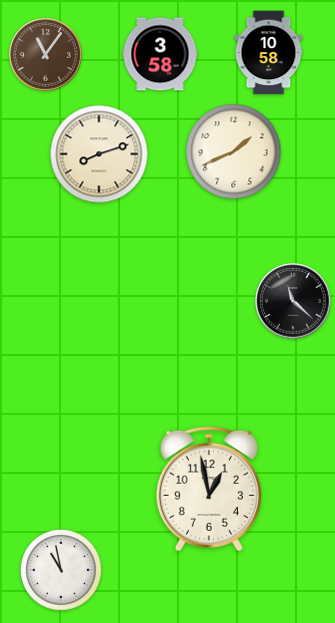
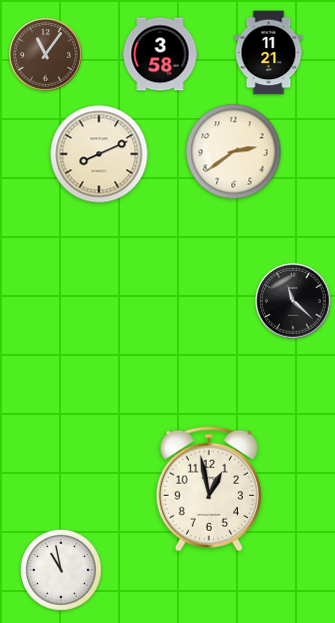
clock at (269, 53): 10:58 -> 11:21
clock at (234, 152): 1:41 -> 2:39
clock at (99, 154): 8:12 -> 8:11
